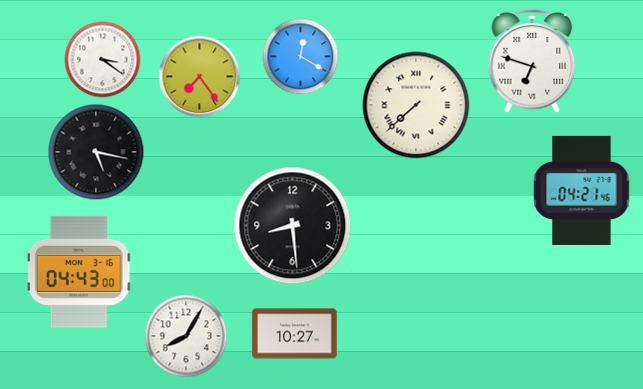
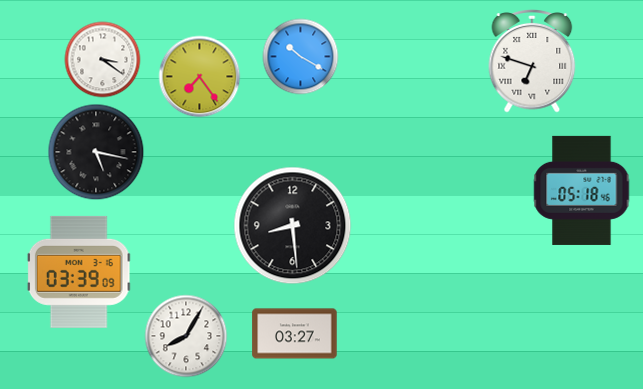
clock at (301, 57): 12:20 -> 10:20
clock at (416, 105): 7:38 -> none
clock at (582, 190): 04:21 -> 05:18
clock at (79, 272): 04:43 -> 03:39
clock at (295, 334): 10:27 -> 03:27
